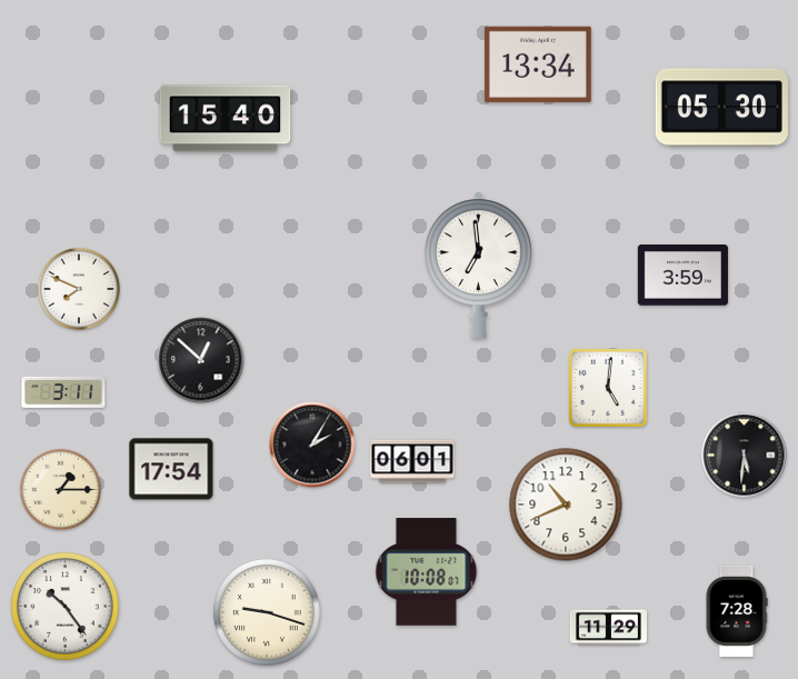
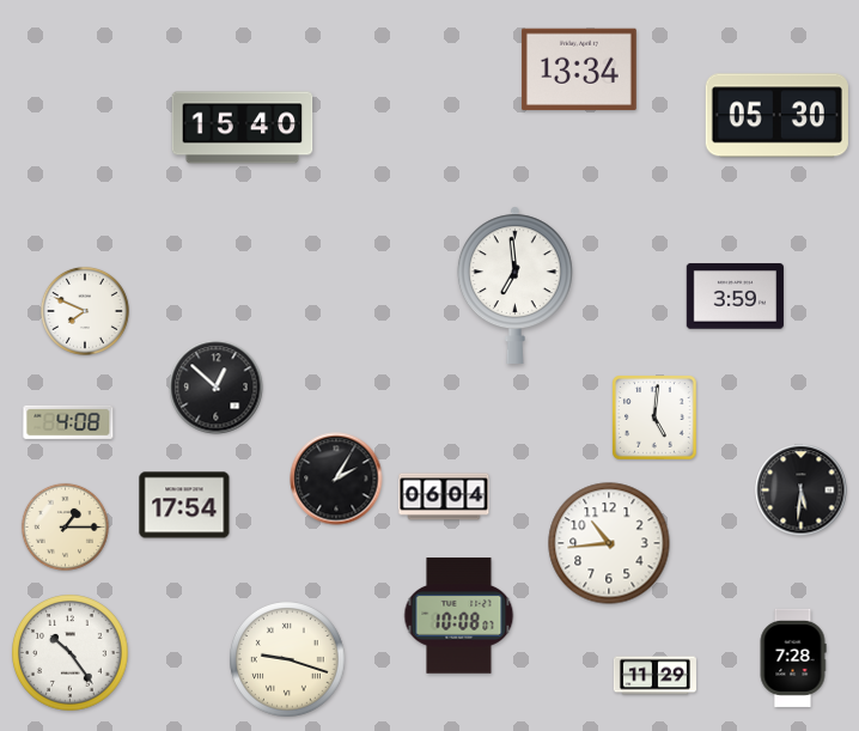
clock at (63, 392): 3:11 -> 4:08
clock at (412, 461): 06:01 -> 06:04
clock at (566, 505): 10:41 -> 10:44
